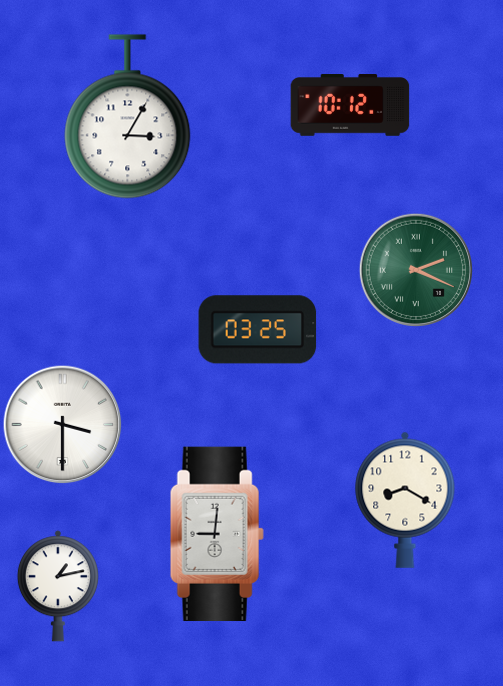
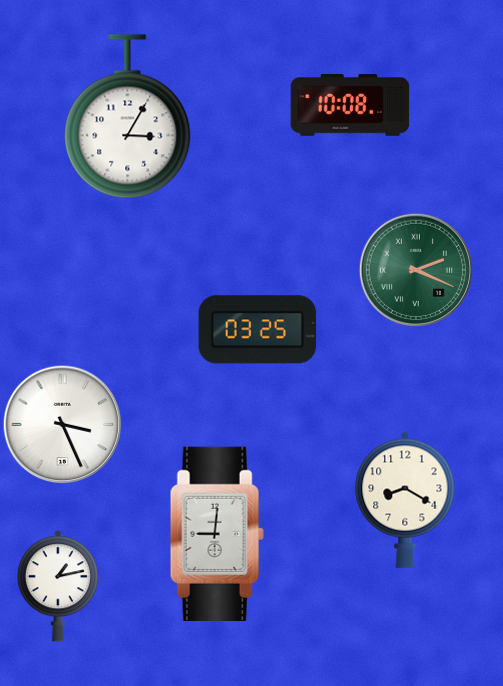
clock at (350, 105): 10:12 -> 10:08
clock at (62, 424): 3:30 -> 3:26
